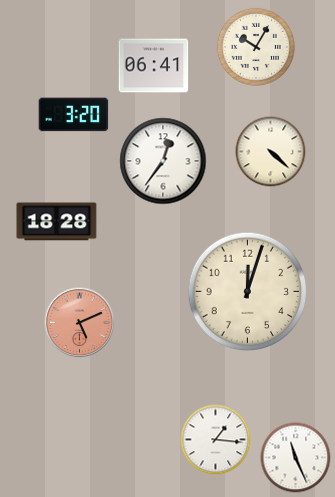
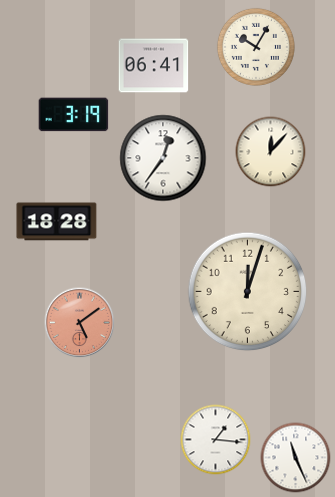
clock at (74, 115): 3:20 -> 3:19
clock at (271, 152): 4:22 -> 12:07
clock at (163, 161) position: (163, 161) -> (163, 158)
clock at (80, 323): 5:11 -> 5:09
